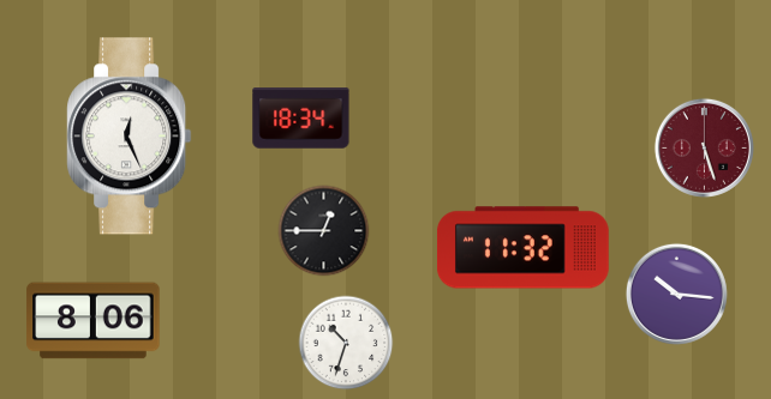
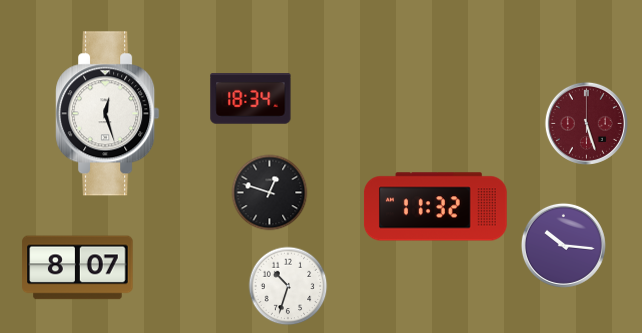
clock at (130, 137): 12:26 -> 12:27
clock at (324, 231): 12:45 -> 12:48
clock at (94, 321): 8:06 -> 8:07
